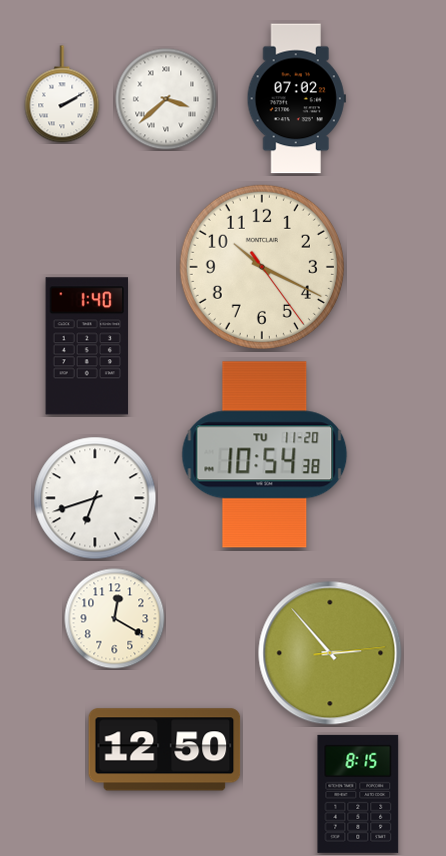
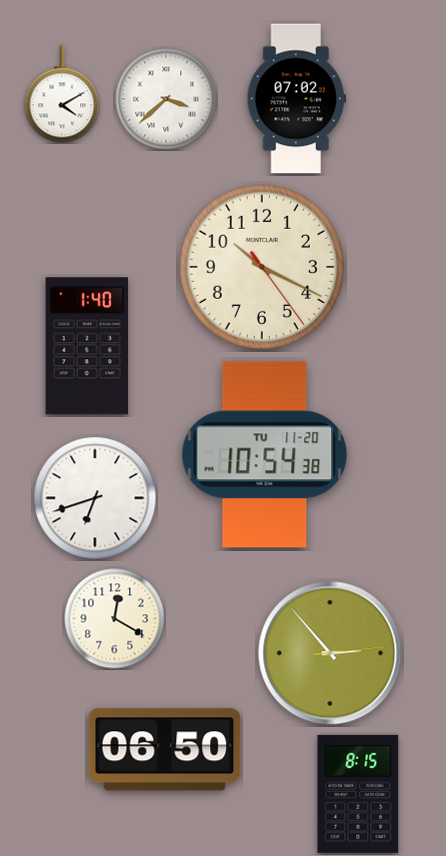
clock at (62, 94): 2:10 -> 4:10
clock at (165, 750): 12:50 -> 06:50
